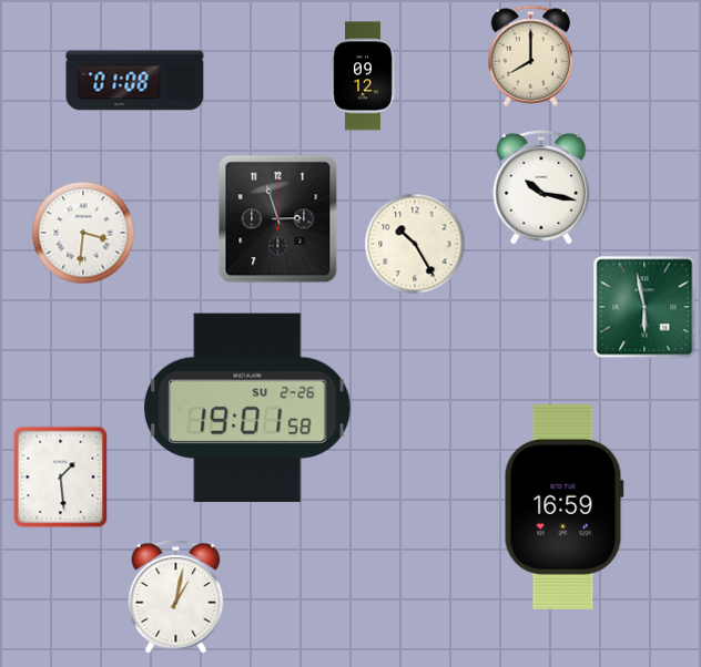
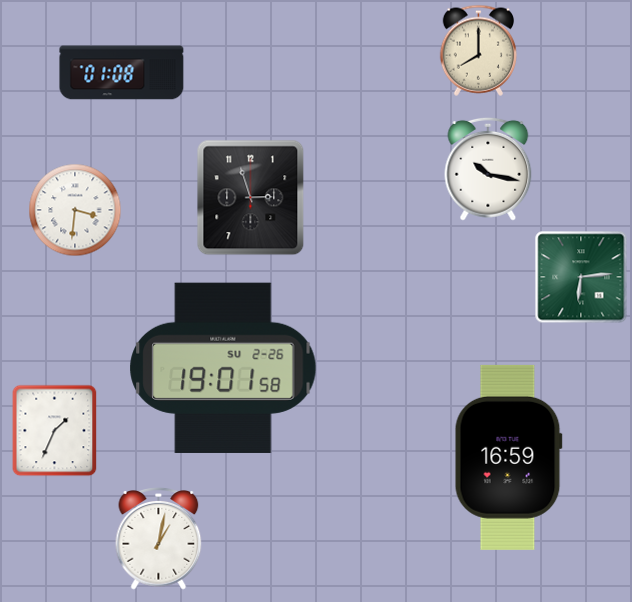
clock at (363, 76): 09:12 -> none
clock at (415, 244): 10:25 -> none
clock at (644, 307): 5:58 -> 6:14
clock at (61, 478): 1:29 -> 1:34
